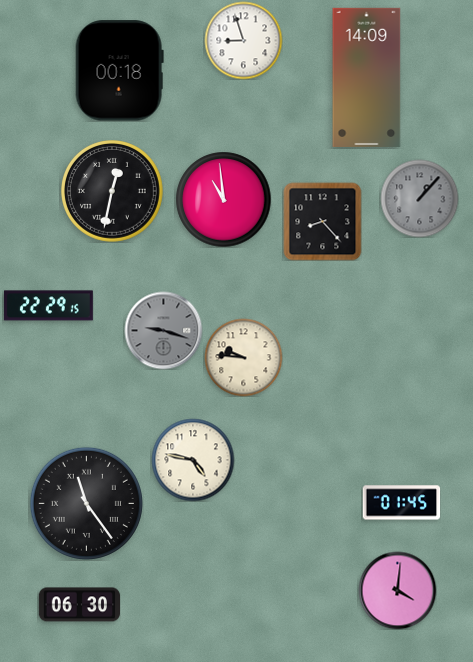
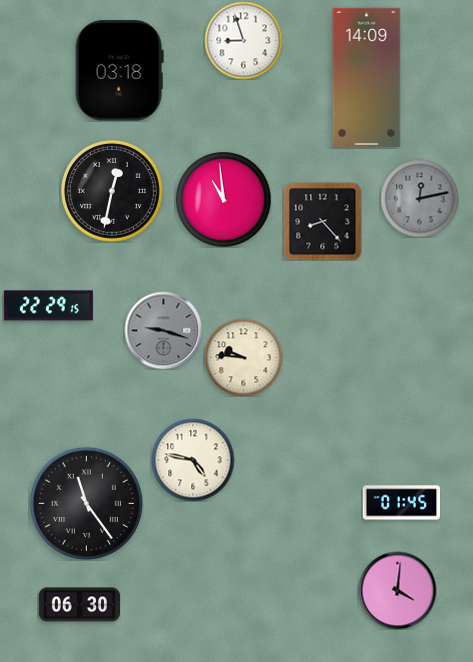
clock at (119, 71): 00:18 -> 03:18
clock at (419, 198): 1:07 -> 12:13
